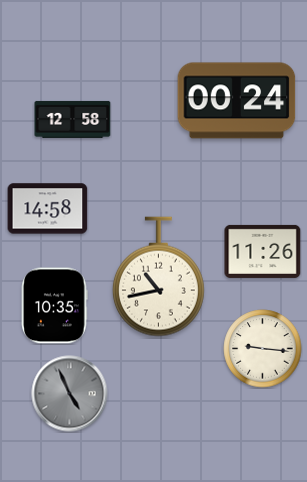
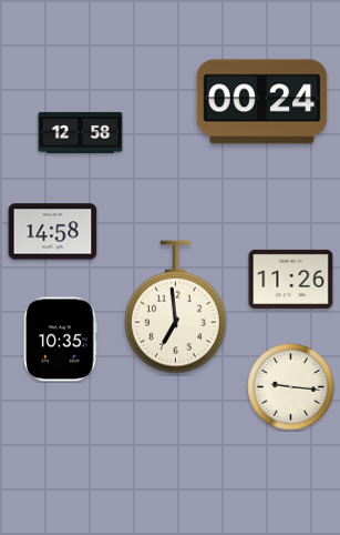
clock at (237, 101) position: (237, 101) -> (262, 102)
clock at (158, 277): 10:43 -> 6:59
clock at (70, 394): 4:56 -> none
